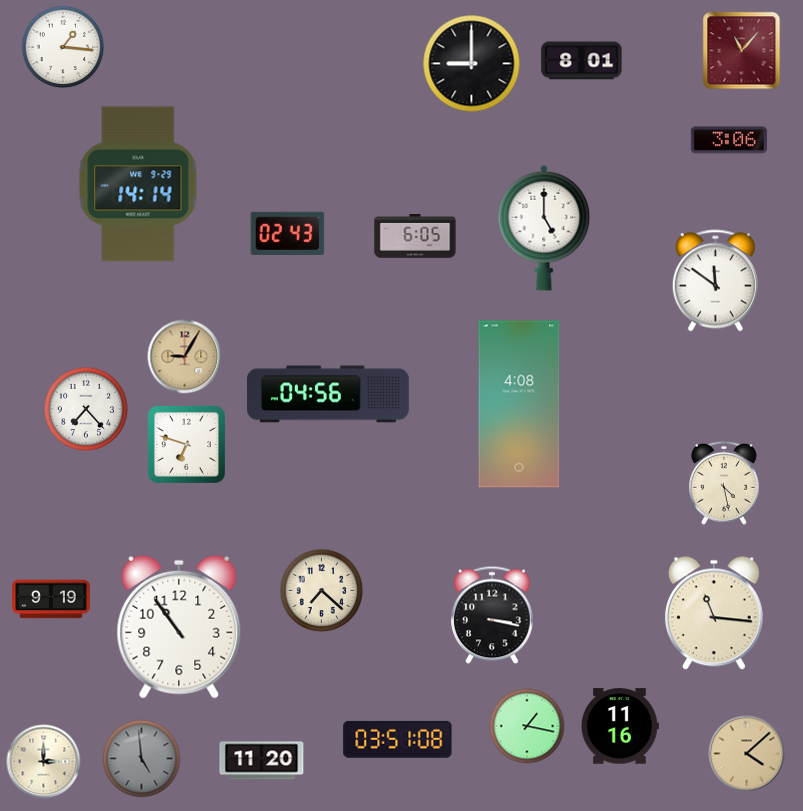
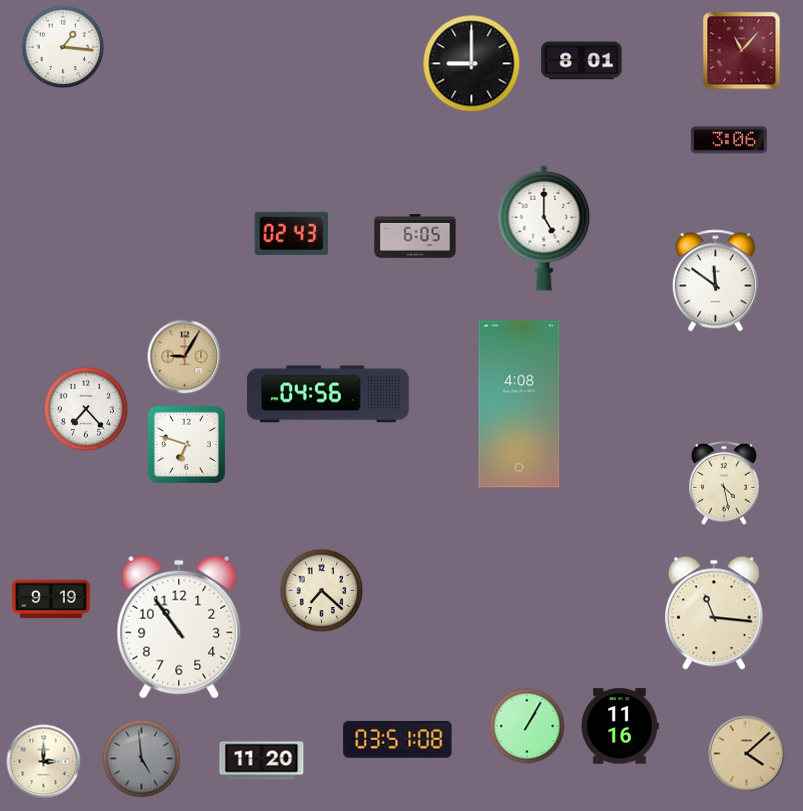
clock at (138, 184): 14:14 -> none
clock at (288, 233) position: (288, 233) -> (292, 233)
clock at (493, 615): 3:17 -> none
clock at (527, 726): 1:17 -> 1:05
